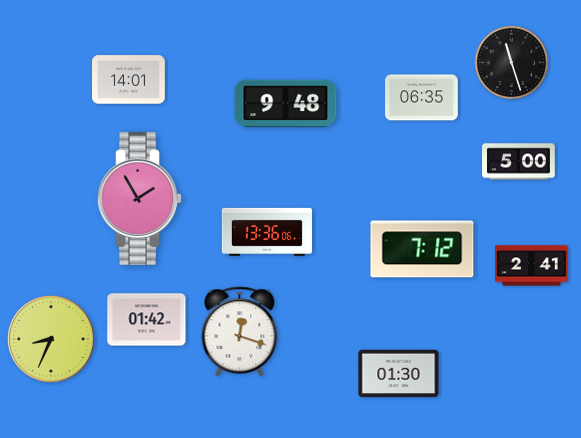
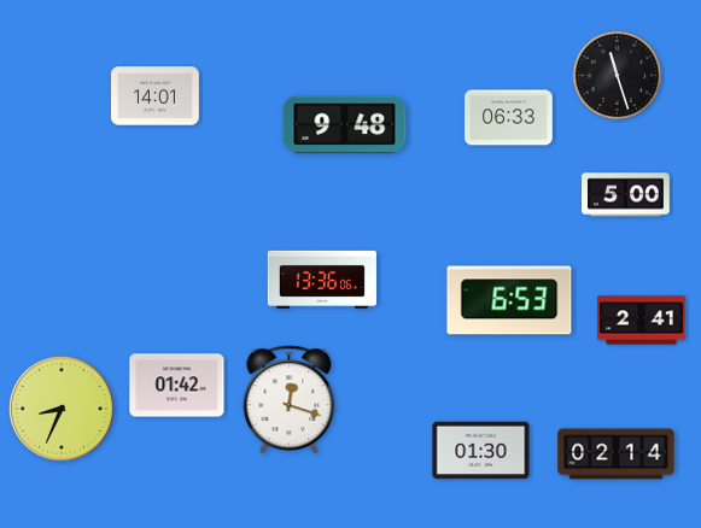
clock at (422, 98): 06:35 -> 06:33
clock at (139, 198): 1:55 -> none
clock at (422, 249): 7:12 -> 6:53
clock at (617, 454): none -> 02:14
